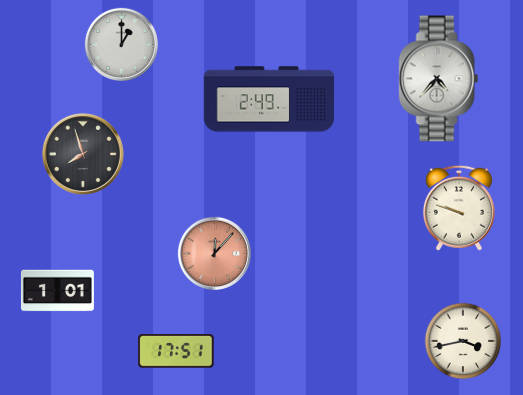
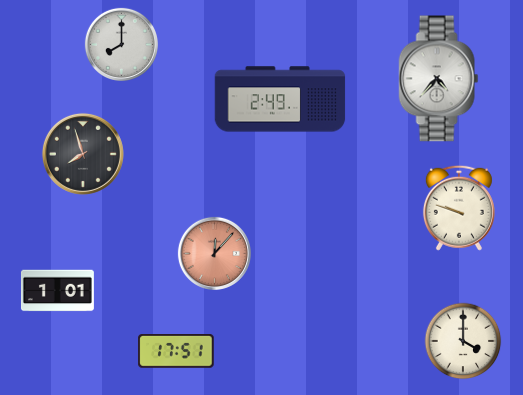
clock at (121, 44): 1:00 -> 8:00
clock at (269, 99) position: (269, 99) -> (280, 99)
clock at (463, 341): 3:43 -> 4:00
